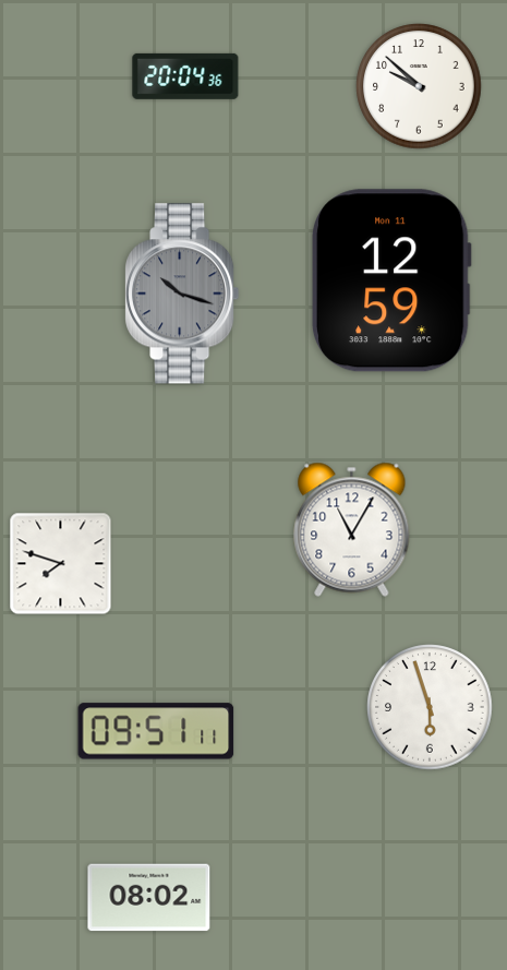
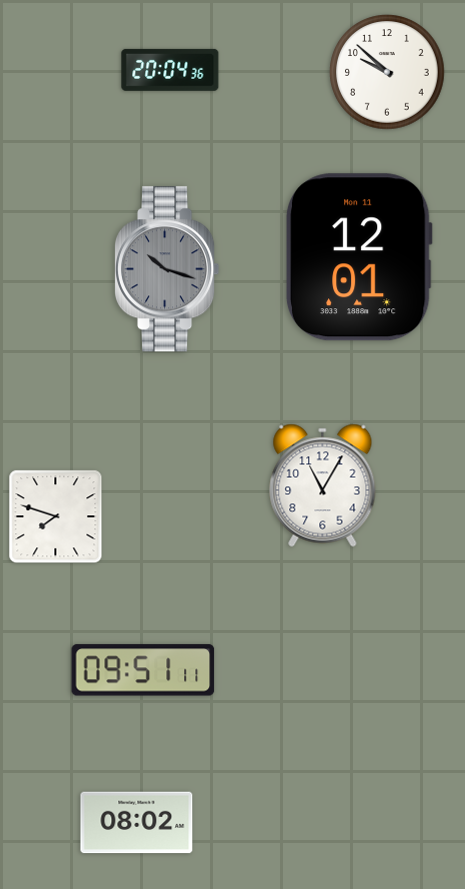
clock at (419, 86) position: (419, 86) -> (387, 72)
clock at (391, 280): 12:59 -> 12:01
clock at (430, 707): 5:57 -> none
